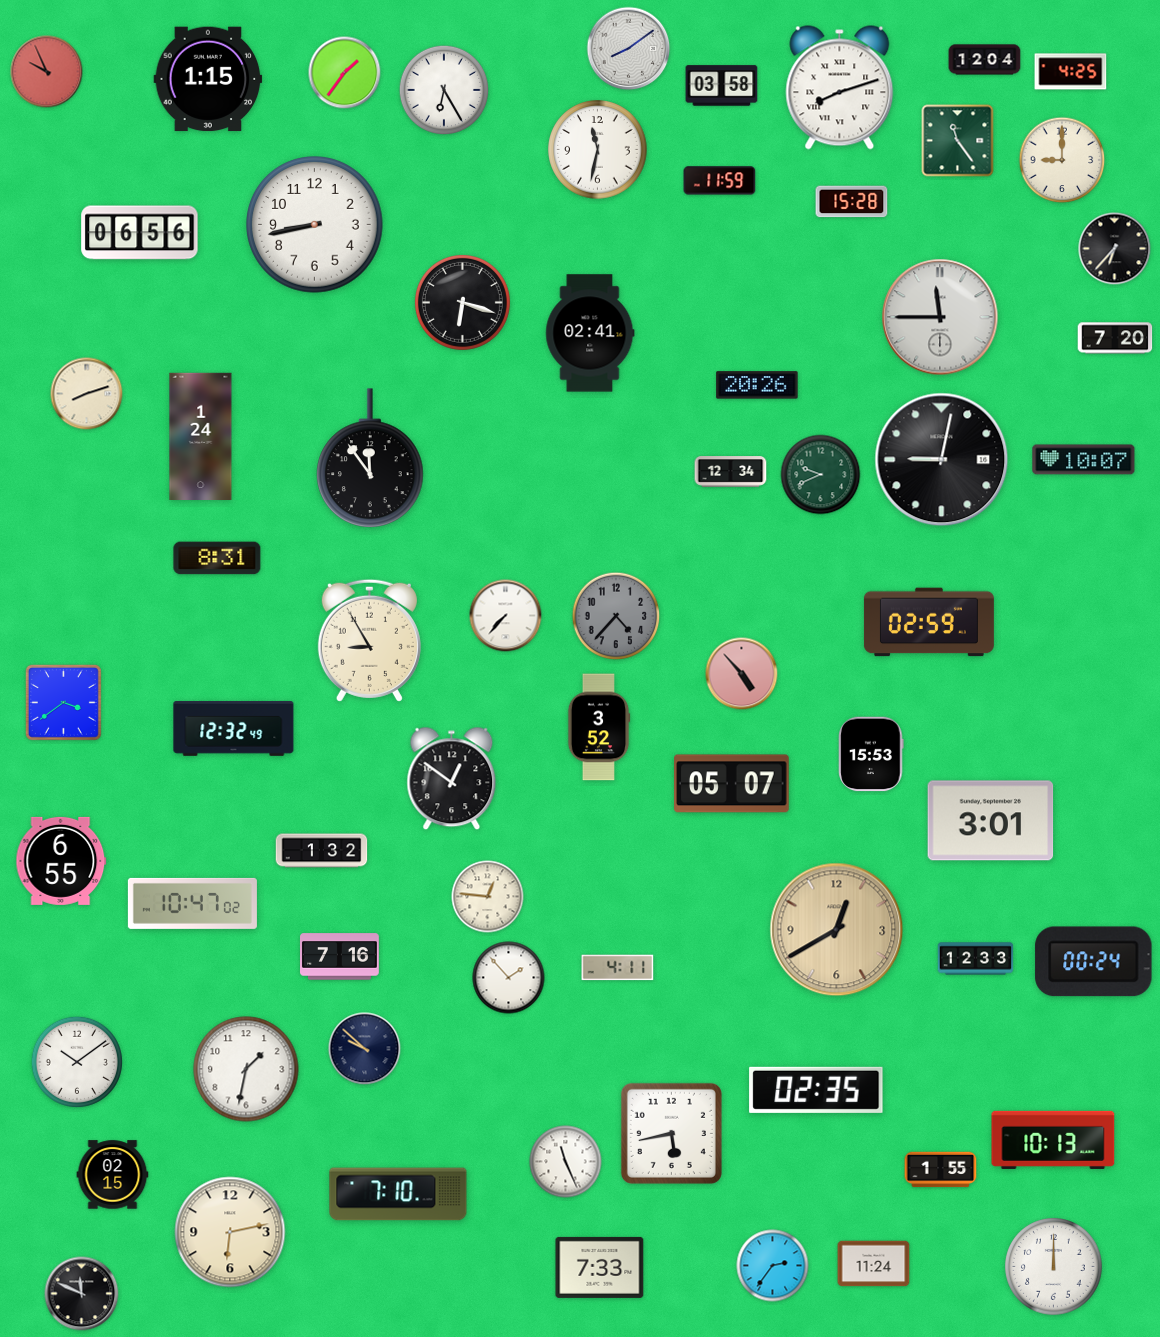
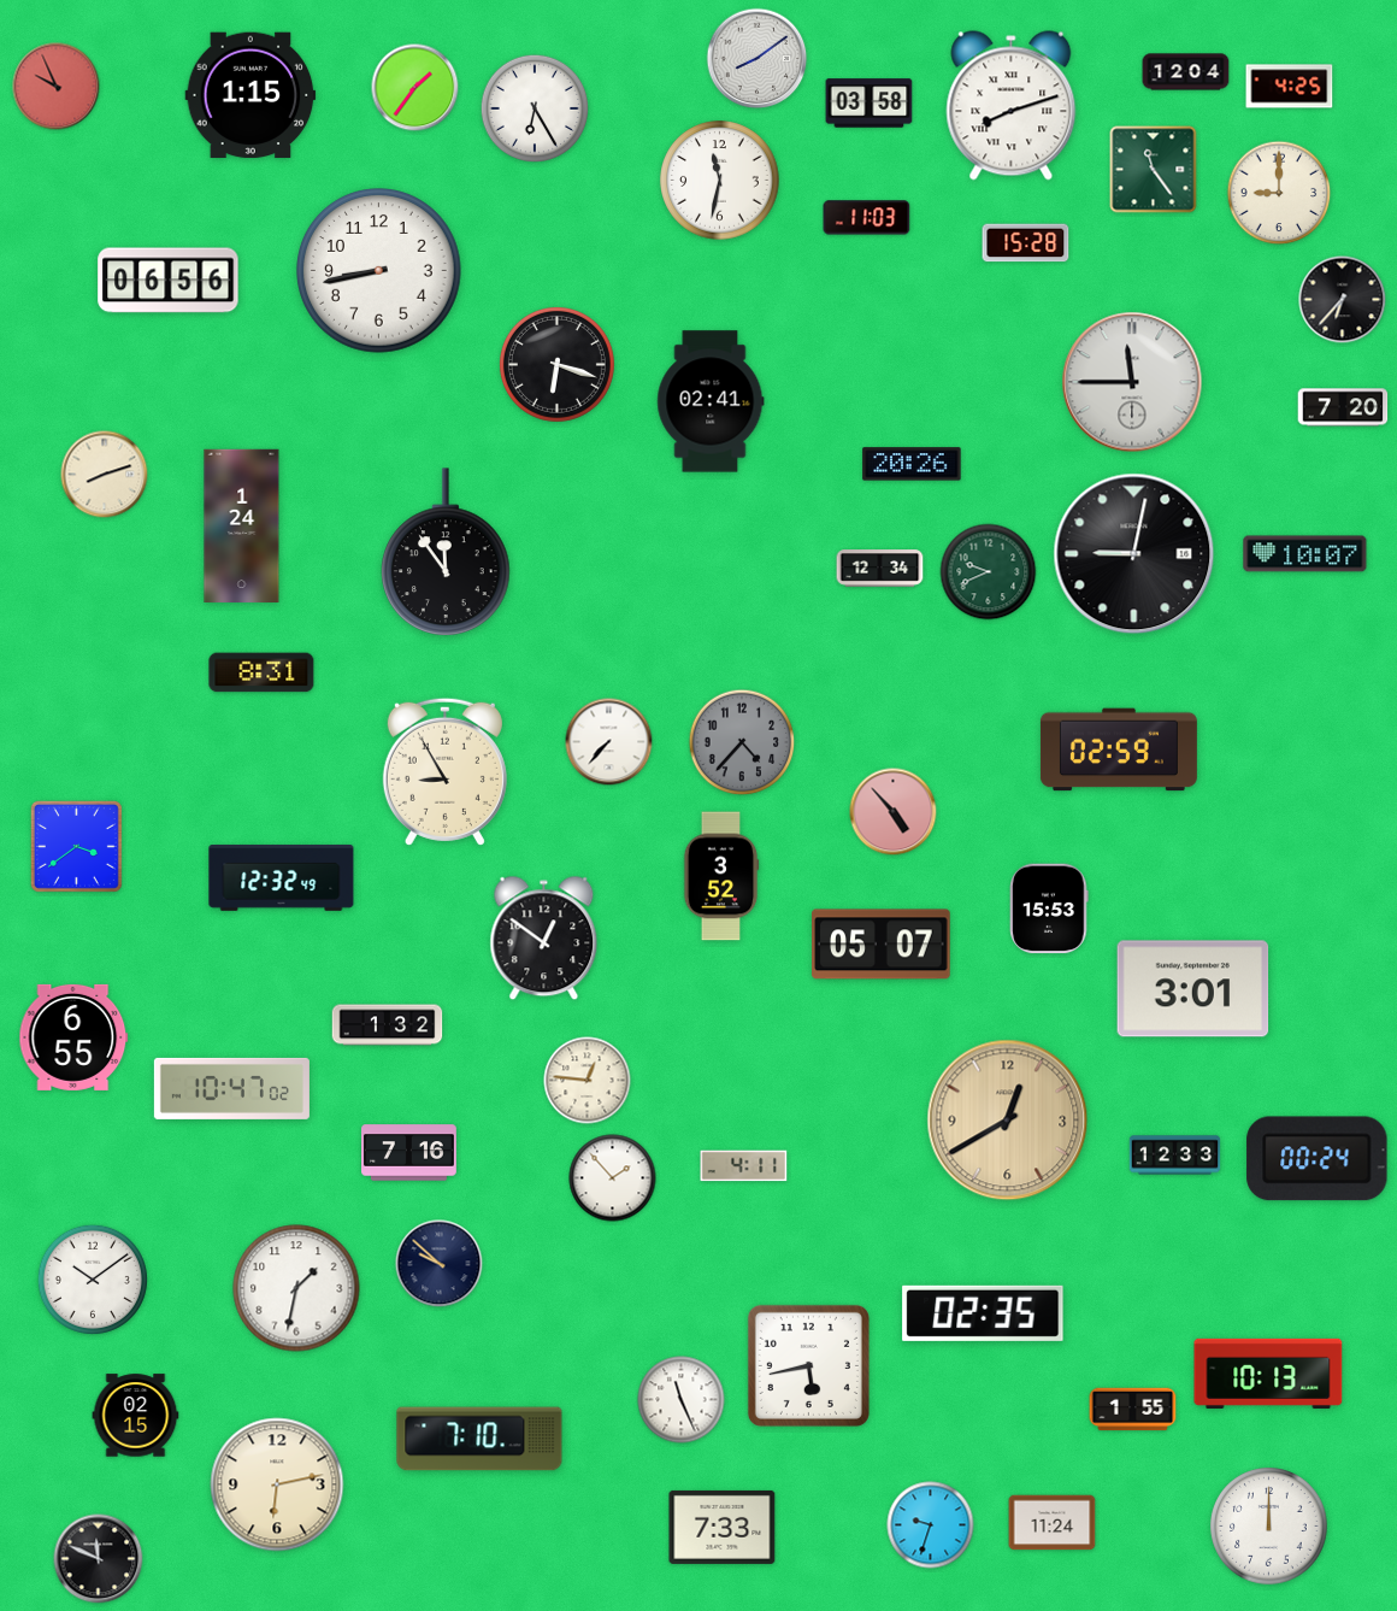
clock at (720, 181): 11:59 -> 11:03
clock at (773, 1266): 2:36 -> 9:33
